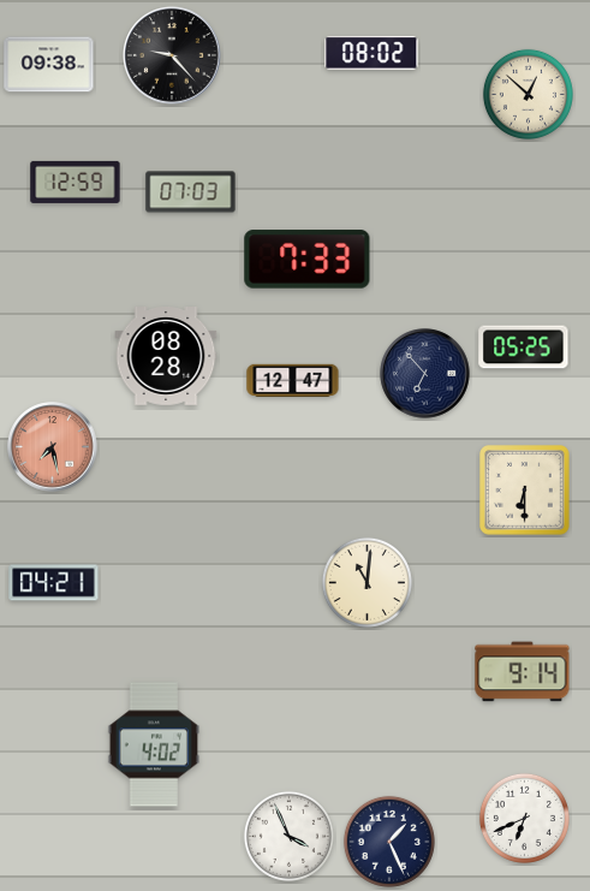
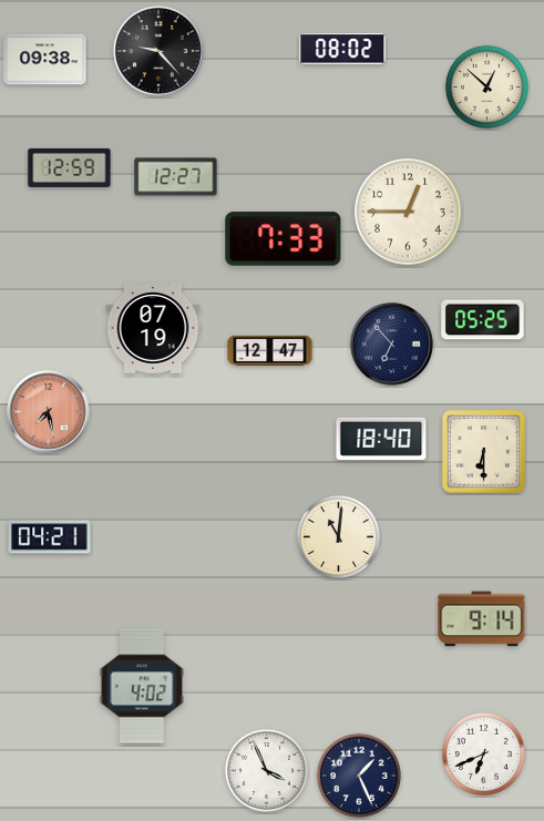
clock at (191, 192): 07:03 -> 12:27
clock at (409, 213): none -> 12:45
clock at (166, 357): 08:28 -> 07:19
clock at (381, 438): none -> 18:40
